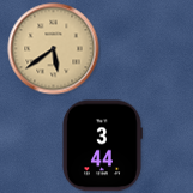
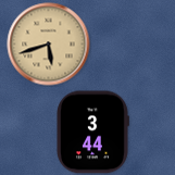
clock at (54, 49): 5:39 -> 5:42
